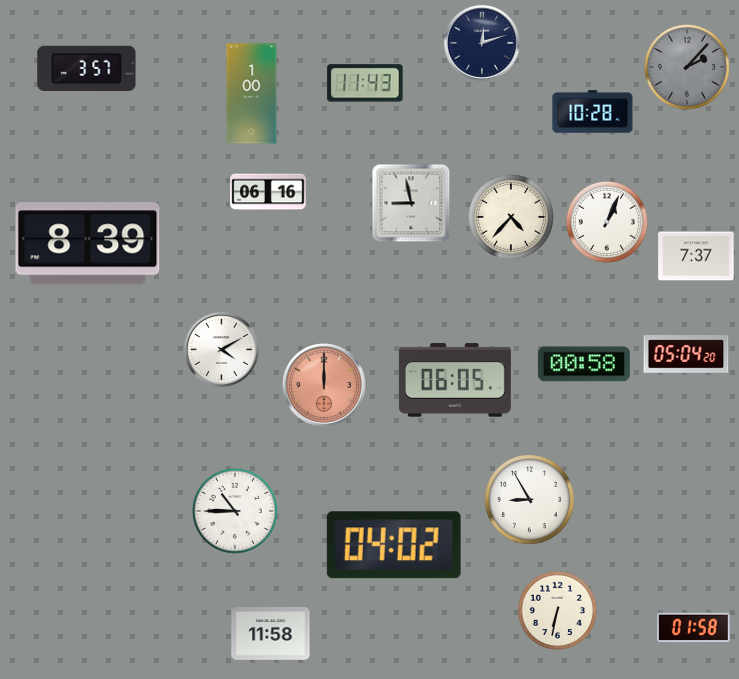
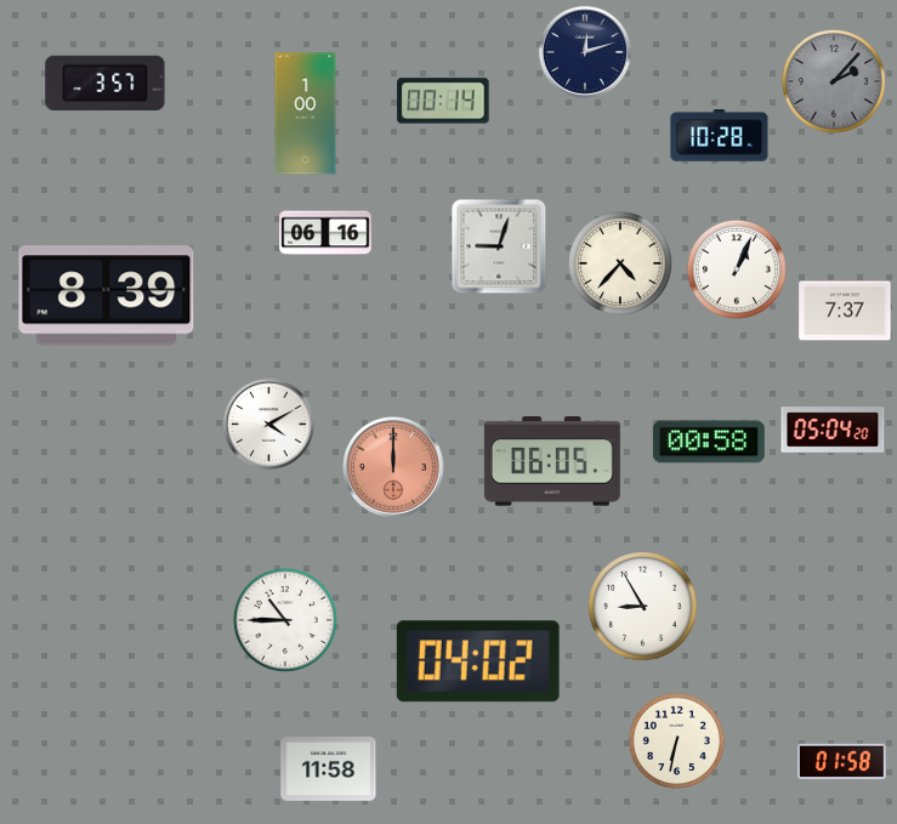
clock at (365, 83): 11:43 -> 00:14
clock at (411, 203): 8:58 -> 9:03
